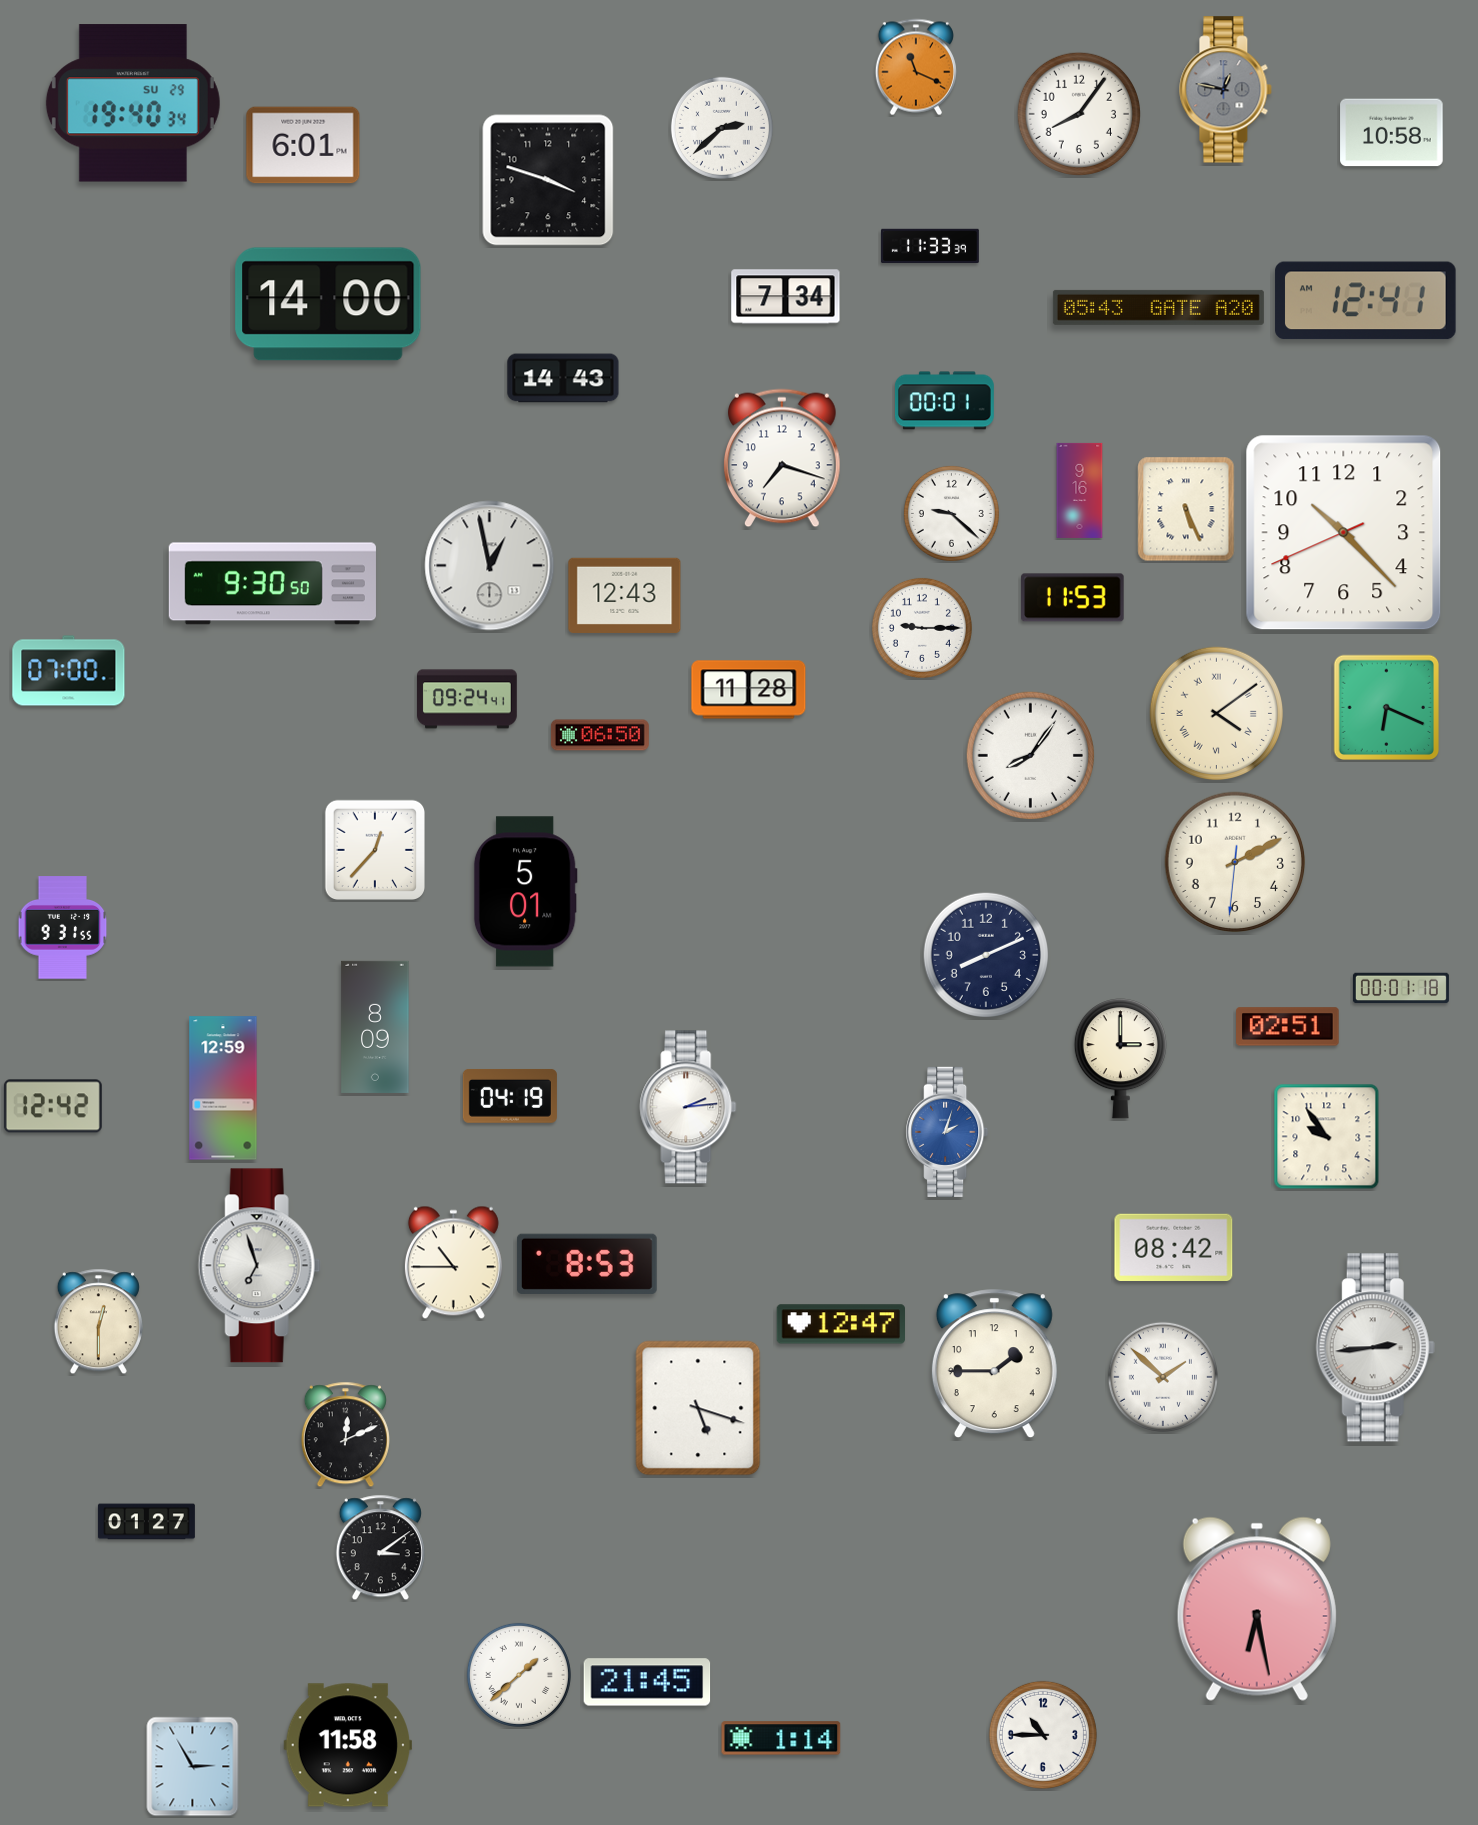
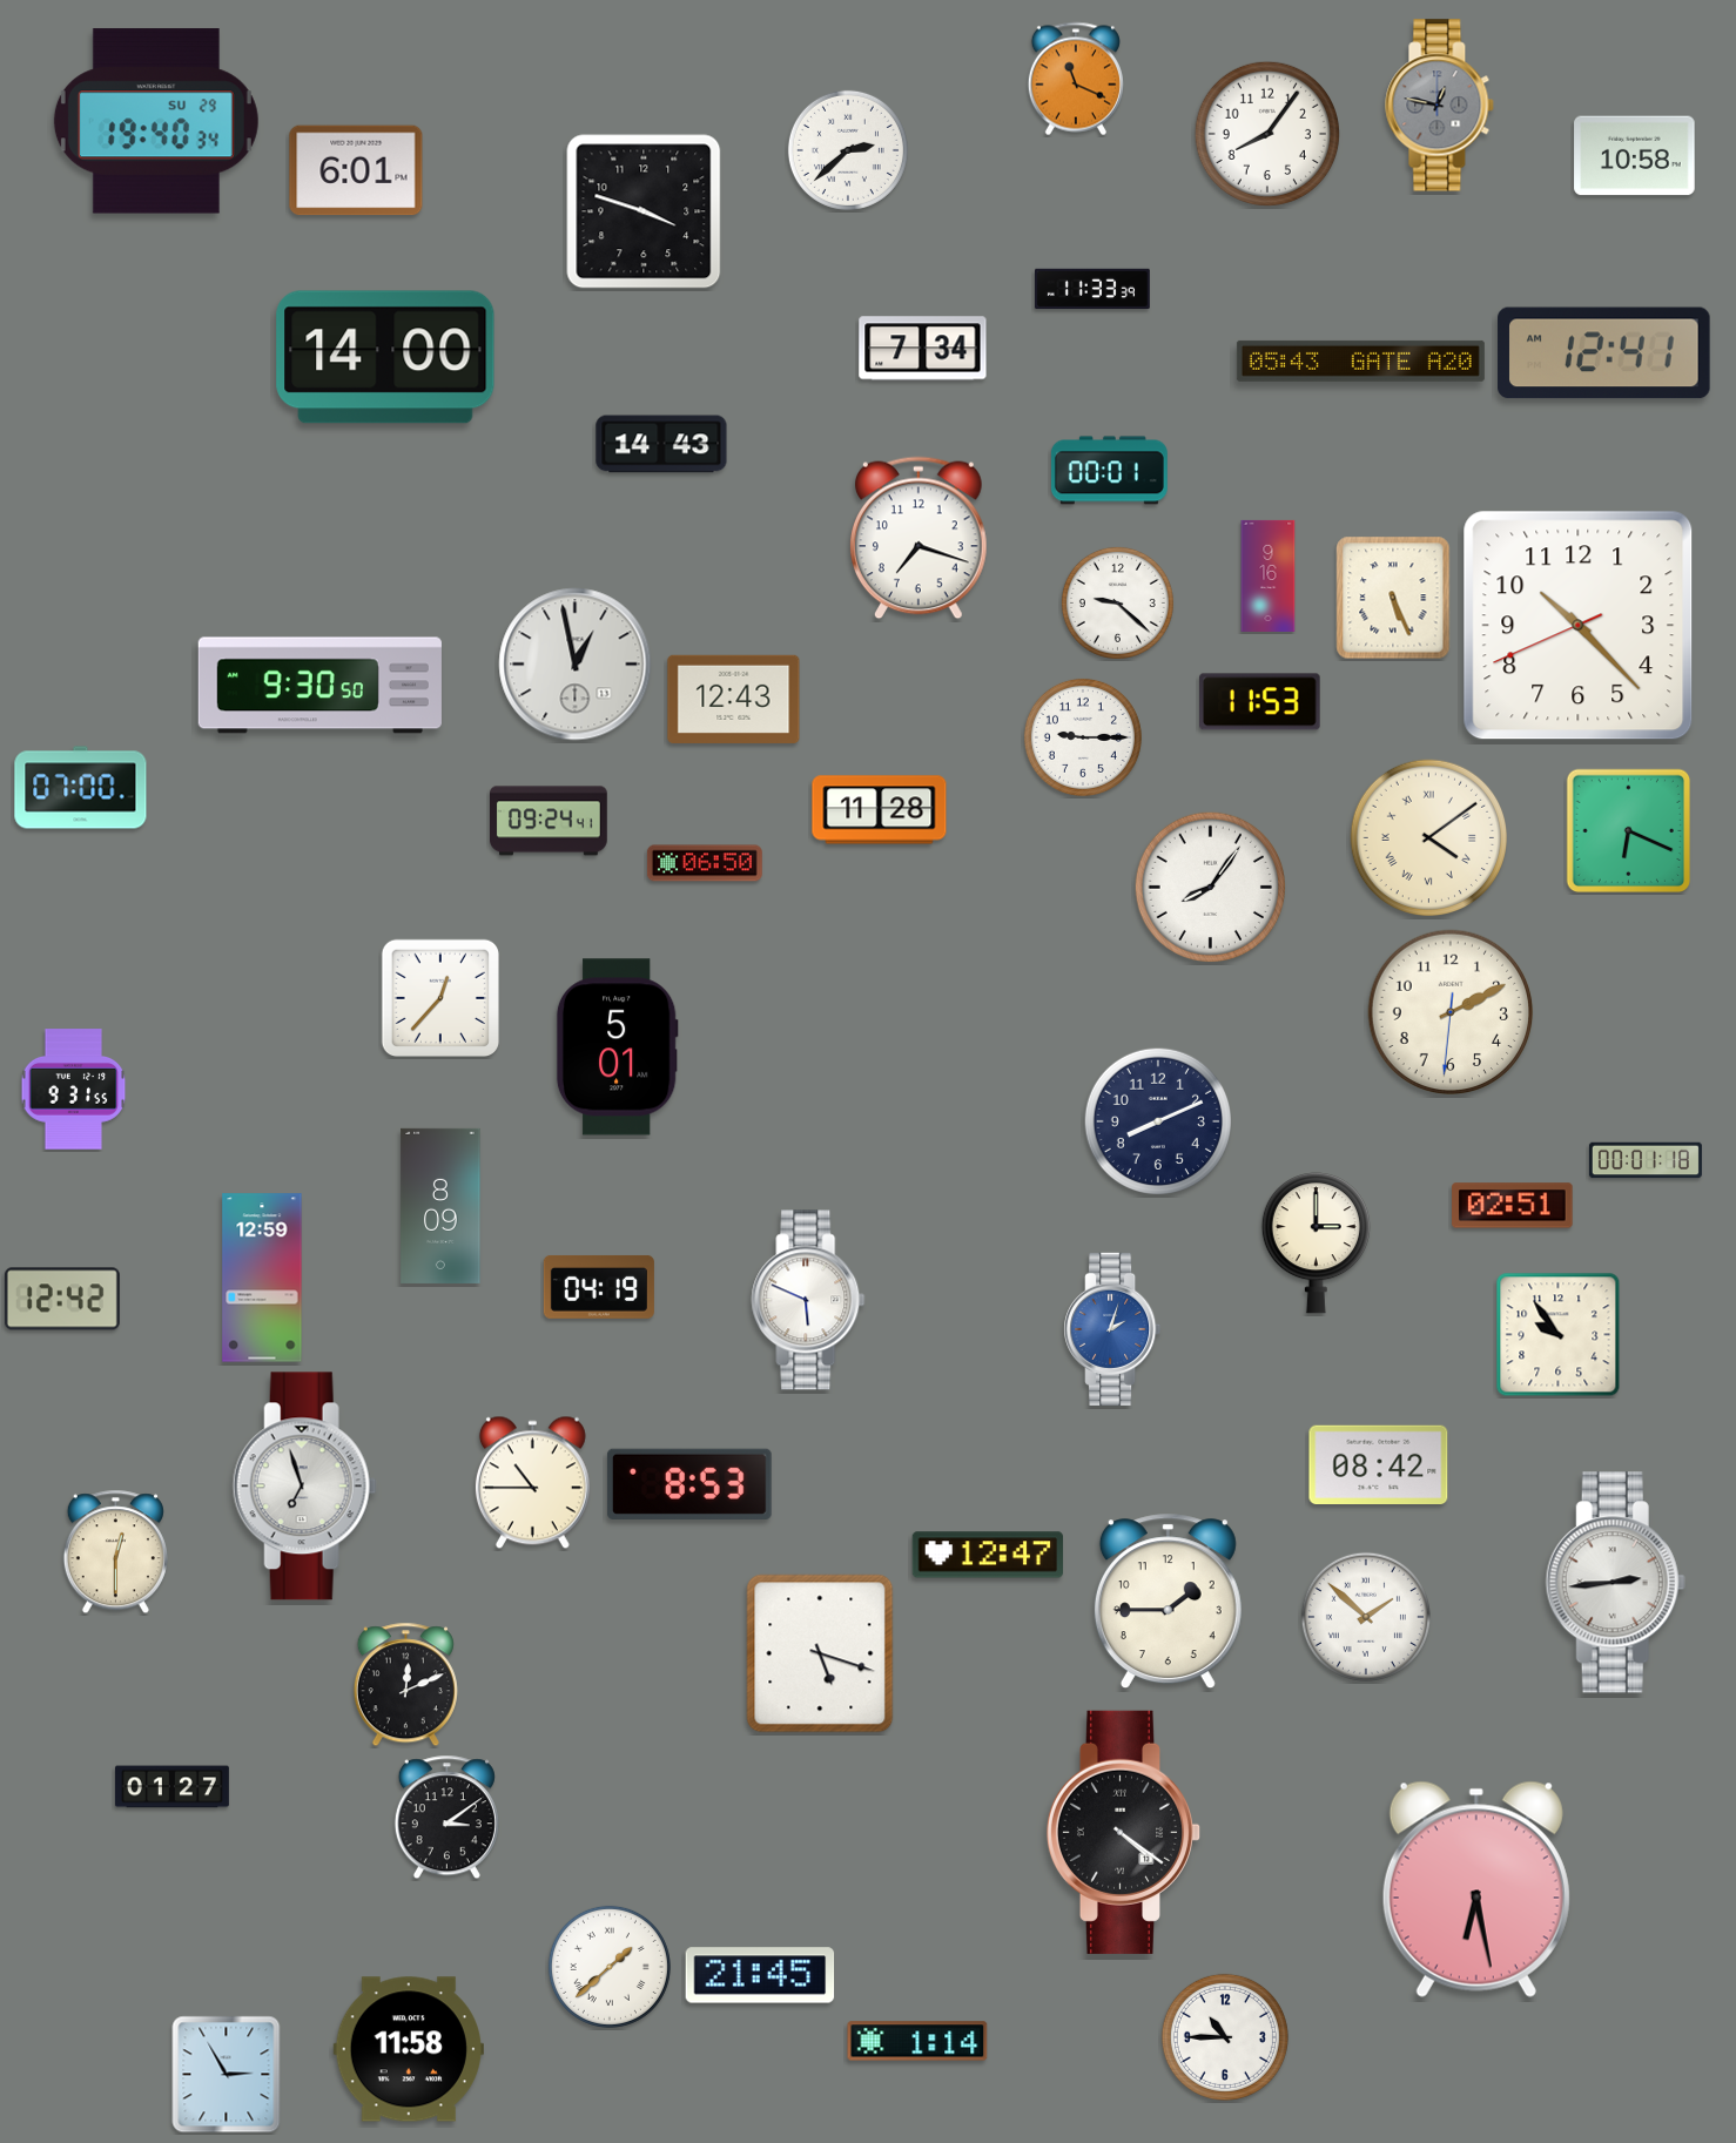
clock at (688, 1107): 2:14 -> 5:49
clock at (1124, 1832): none -> 4:21
